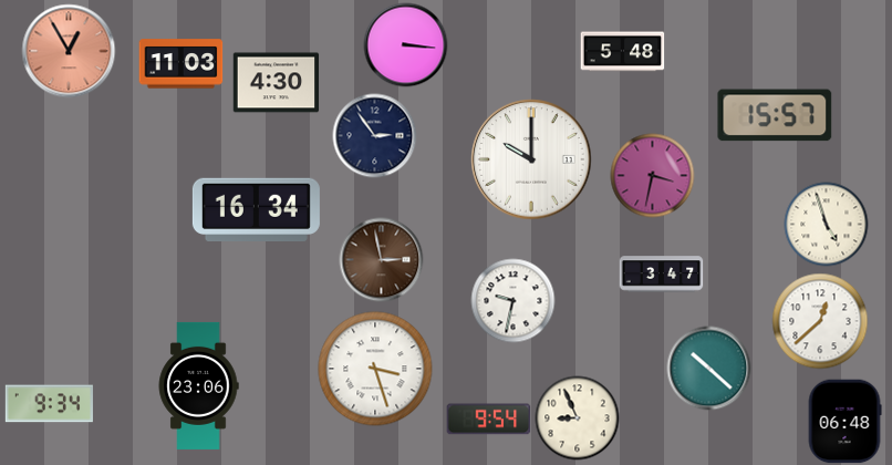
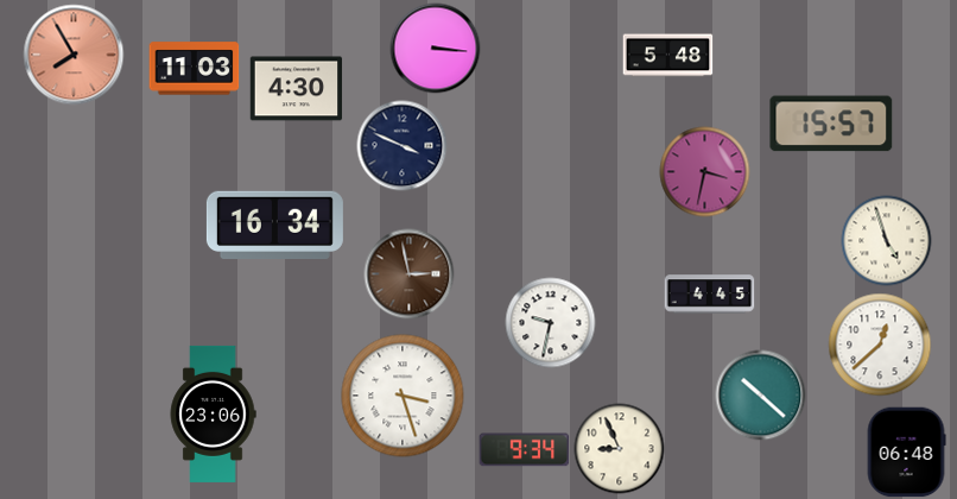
clock at (69, 51): 12:55 -> 7:55
clock at (375, 136): 2:54 -> 3:49
clock at (531, 159): 10:00 -> none
clock at (653, 176) position: (653, 176) -> (705, 172)
clock at (382, 260) position: (382, 260) -> (410, 274)
clock at (662, 275): 3:47 -> 4:45
clock at (49, 404): 9:34 -> none
clock at (489, 420): 9:54 -> 9:34
